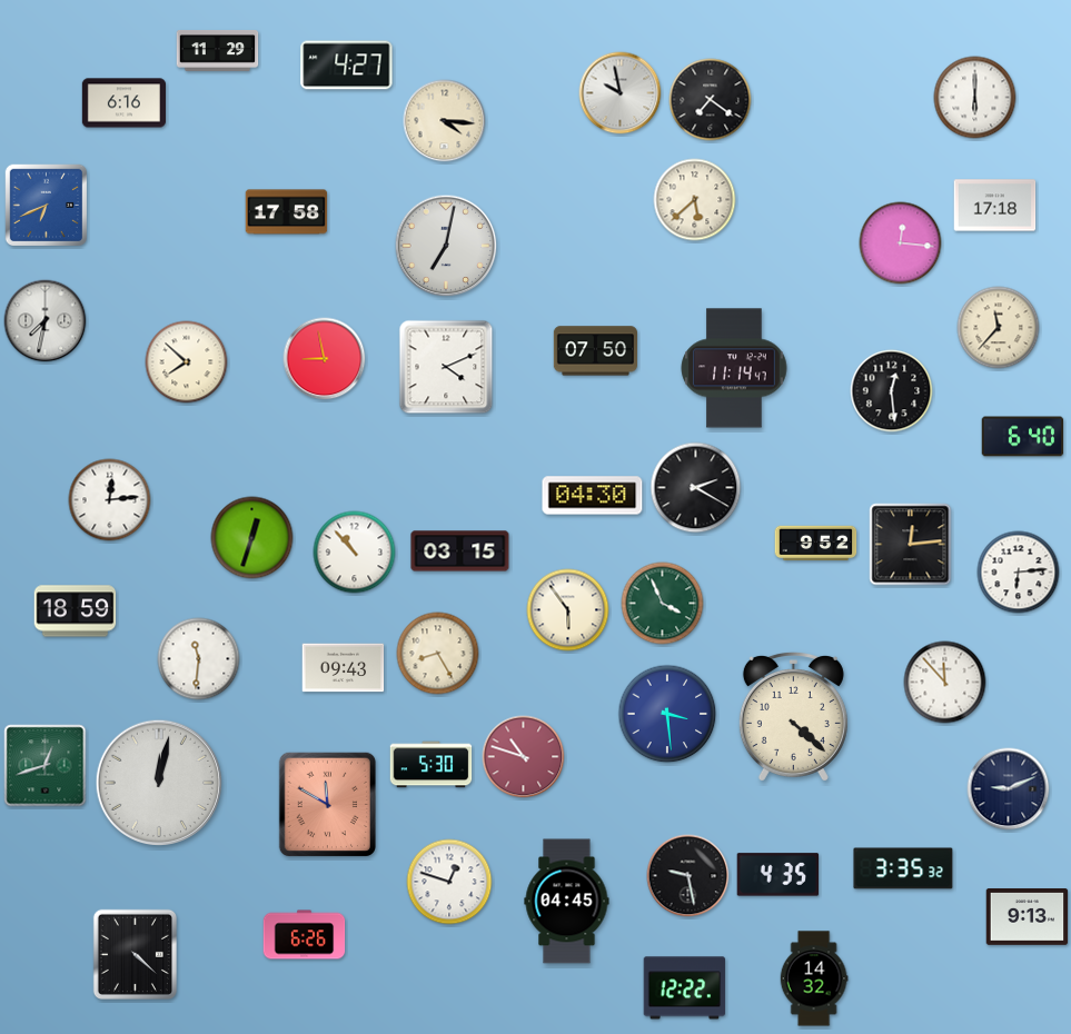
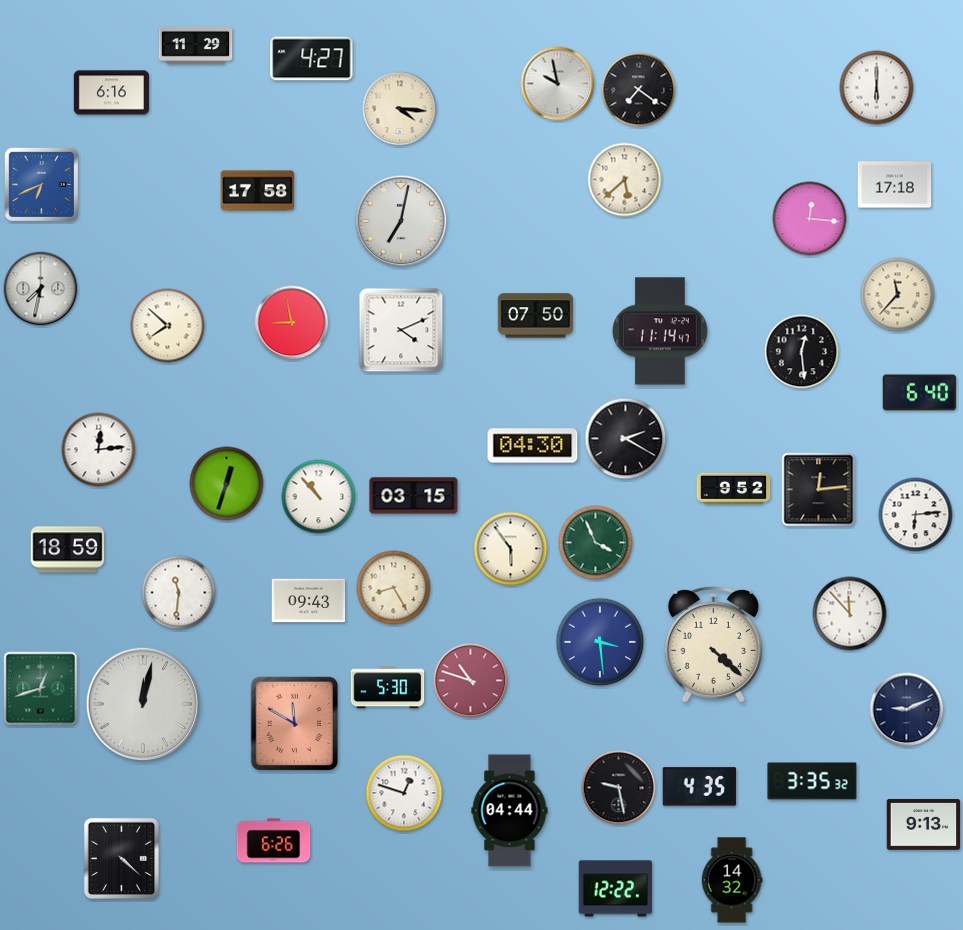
clock at (567, 902): 04:45 -> 04:44
